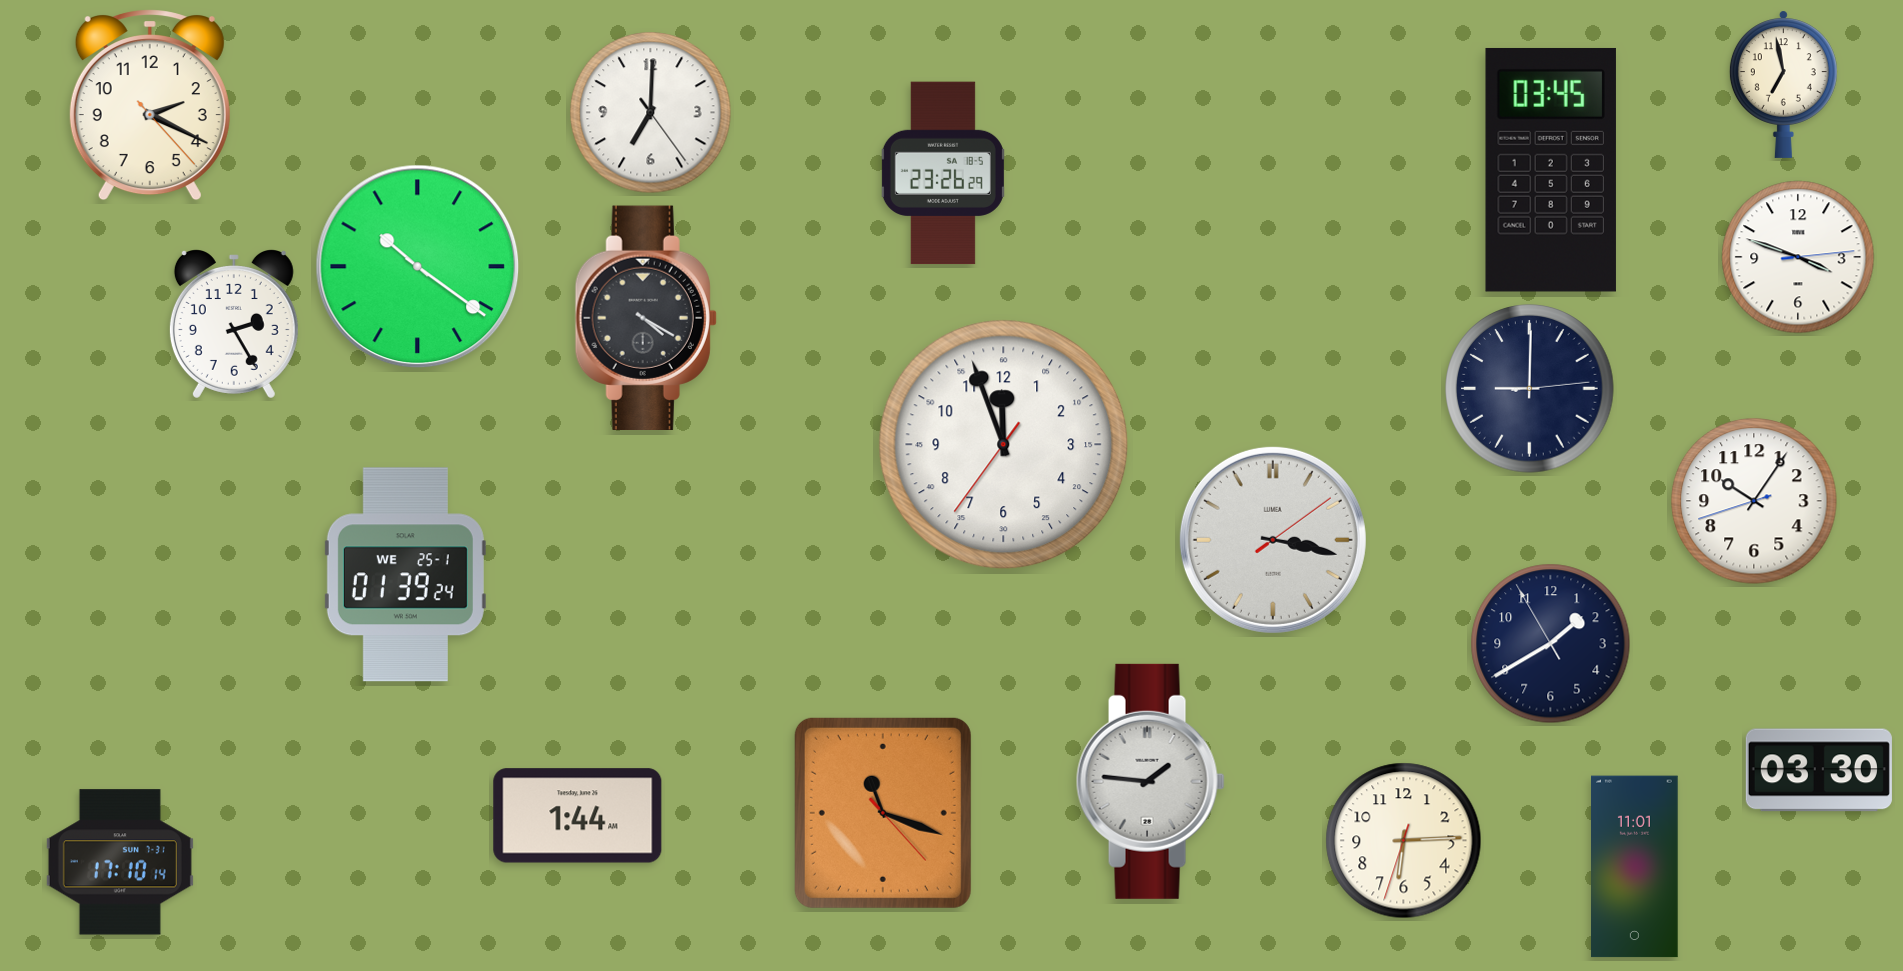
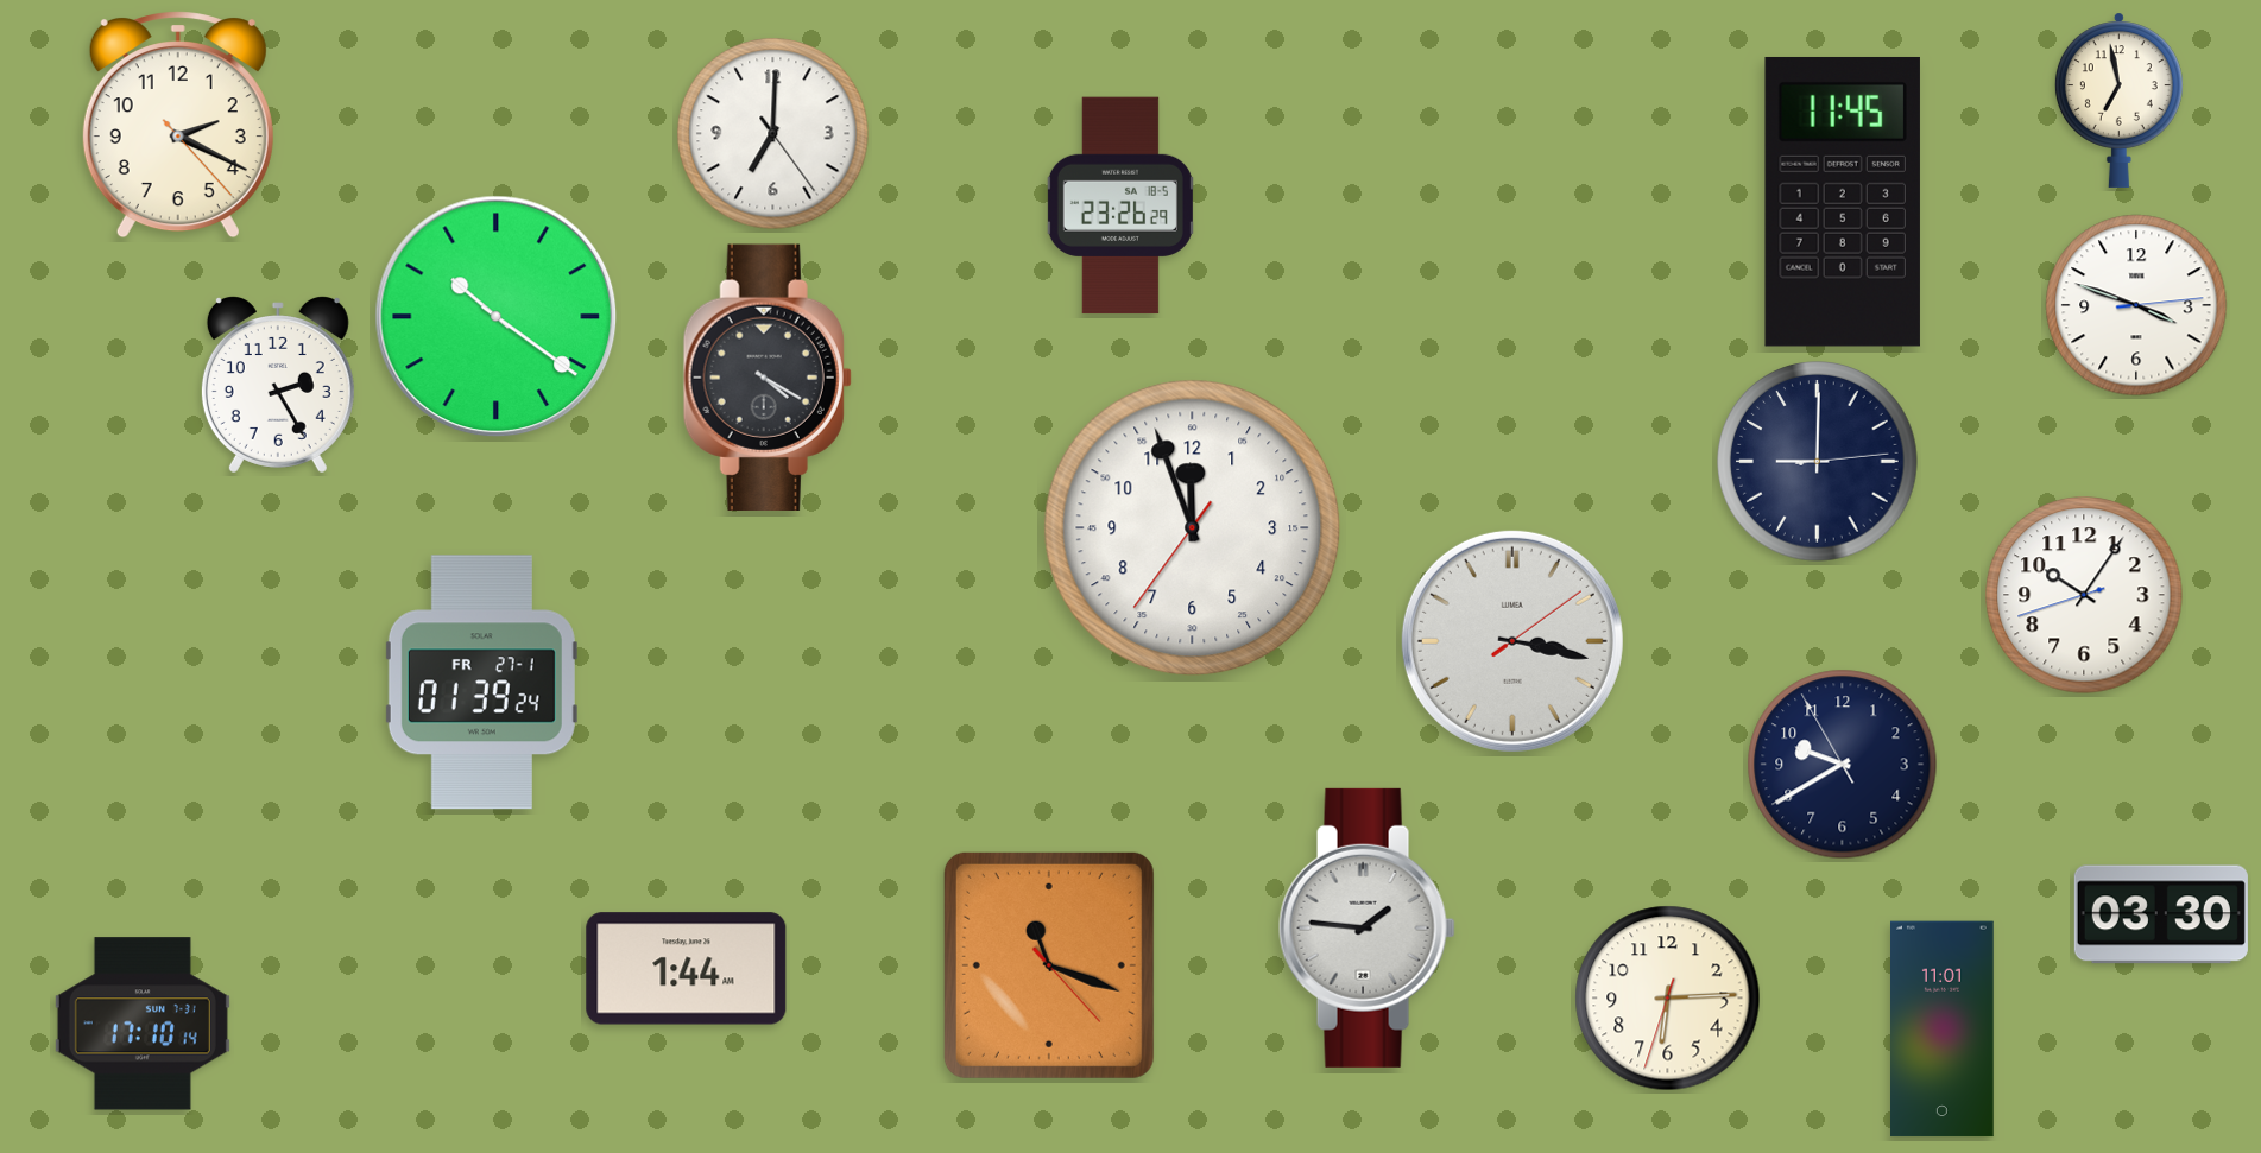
clock at (1551, 170): 03:45 -> 11:45
clock at (405, 575) date: WE 25-1 -> FR 27-1
clock at (1551, 644): 1:39 -> 9:39
